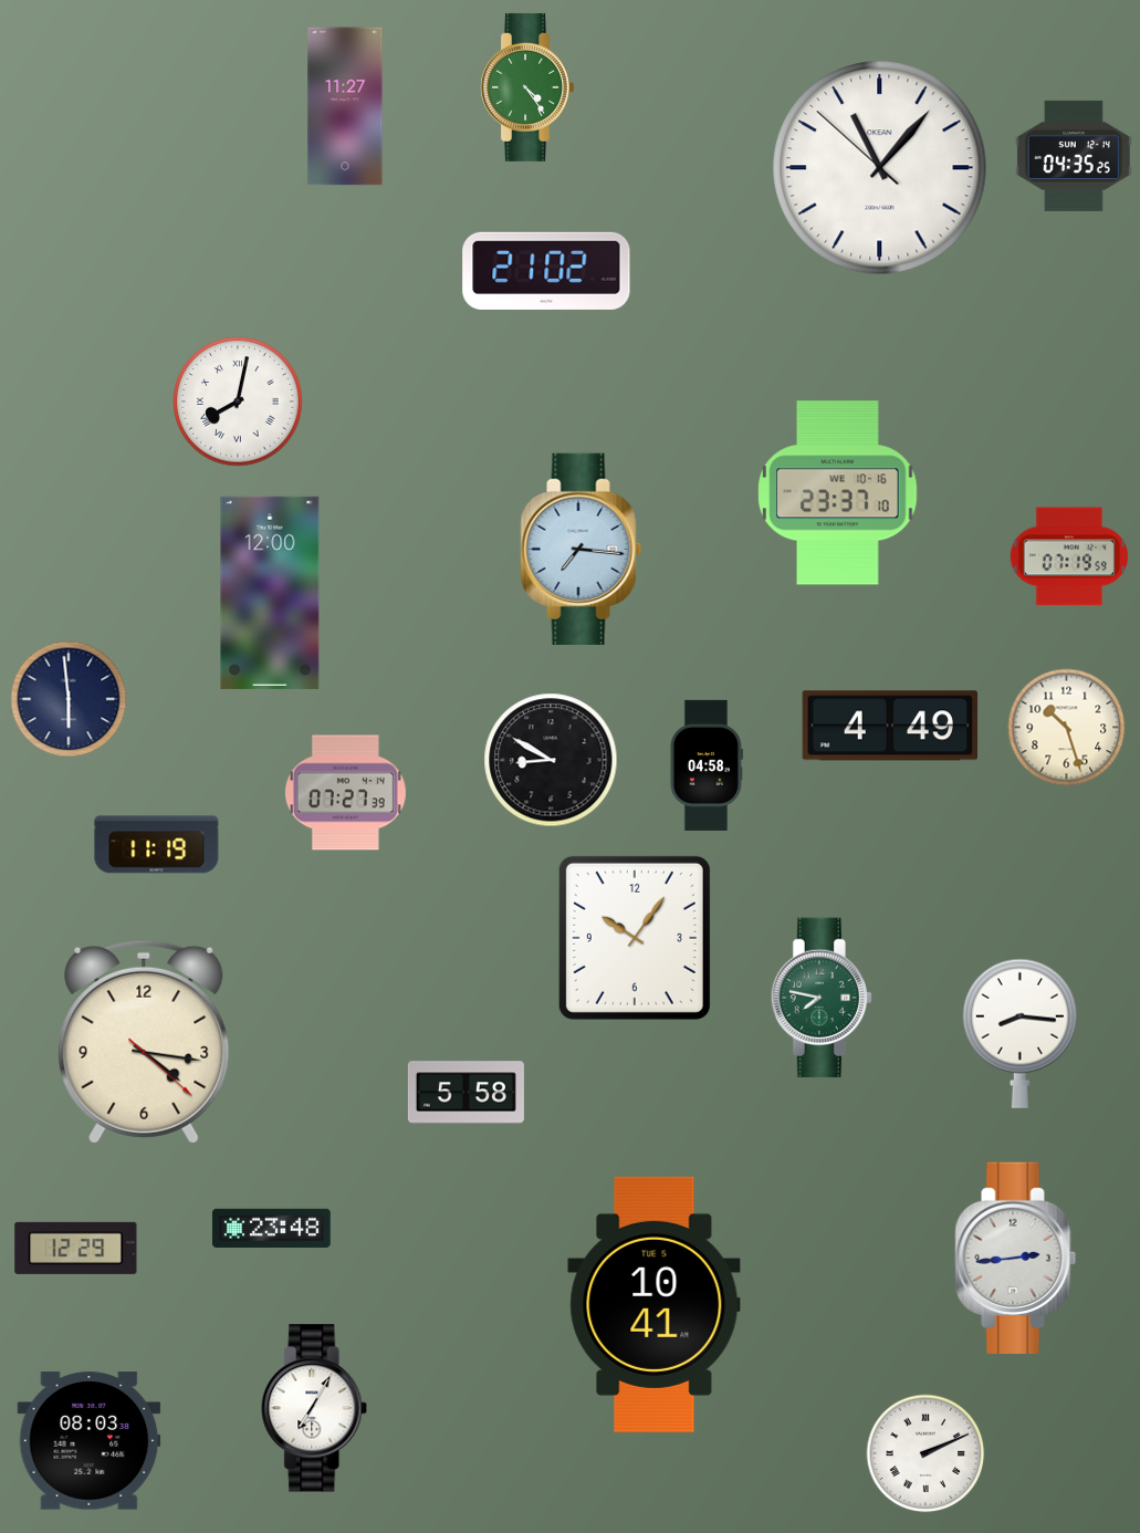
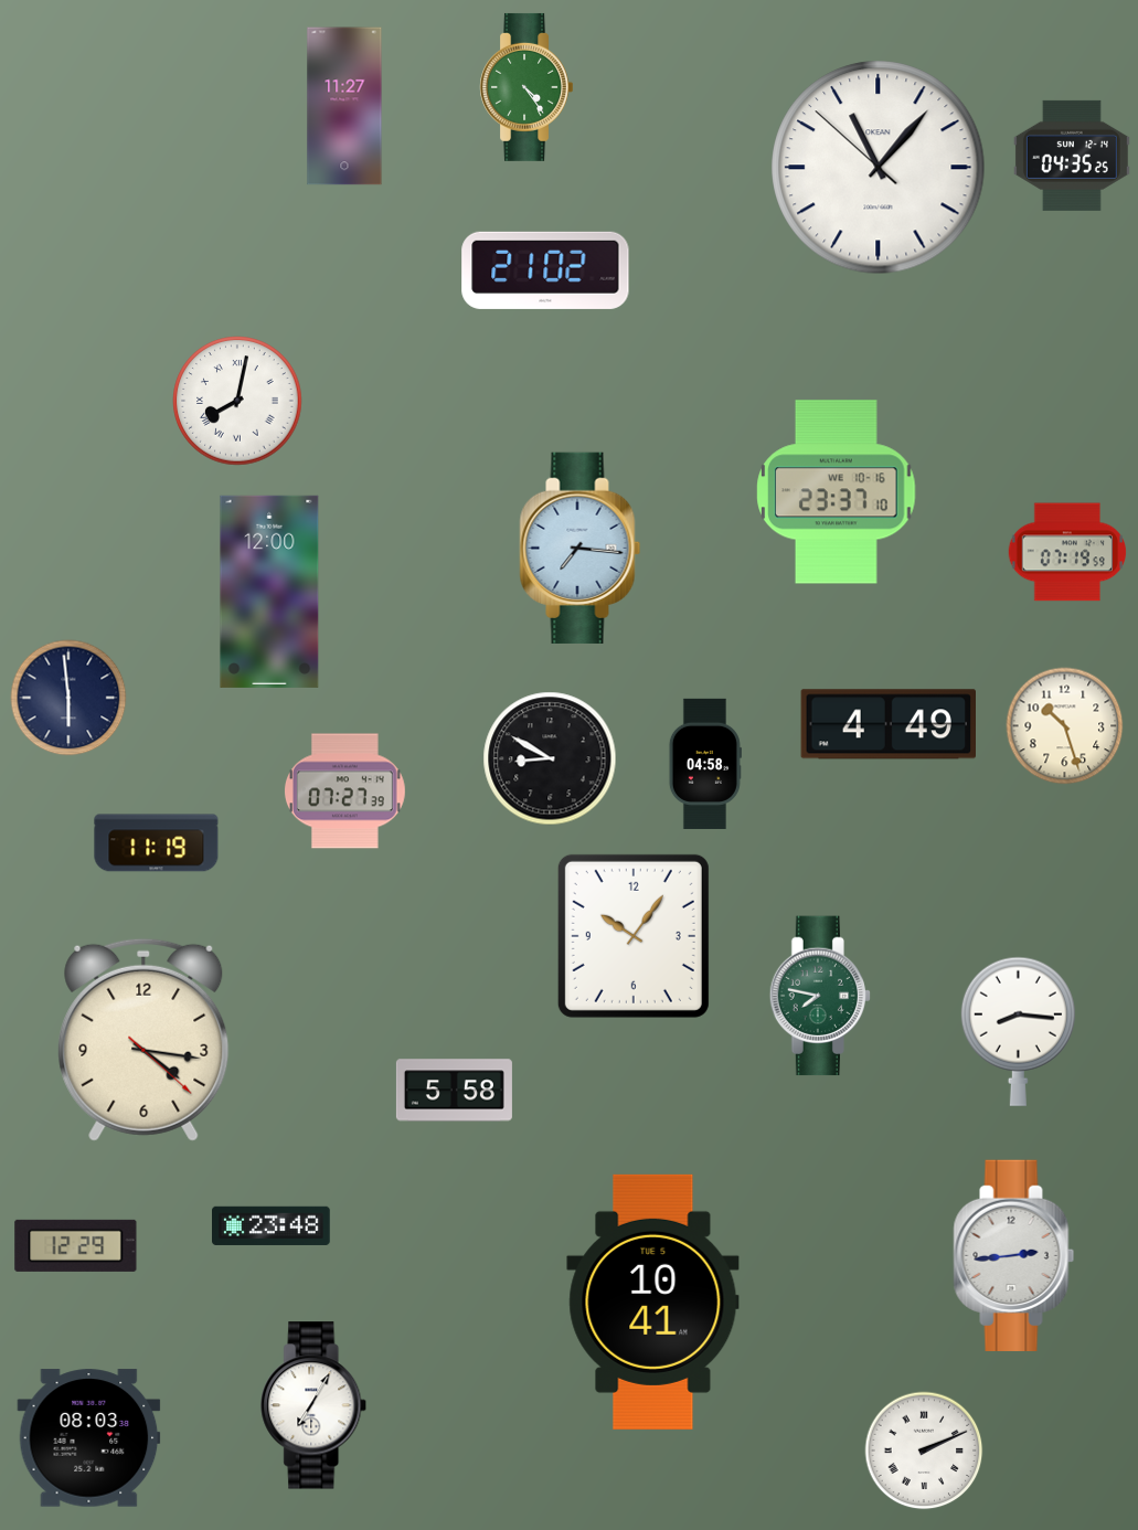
clock at (1068, 556) position: (1068, 556) -> (1066, 552)
clock at (466, 1093) position: (466, 1093) -> (454, 1091)
